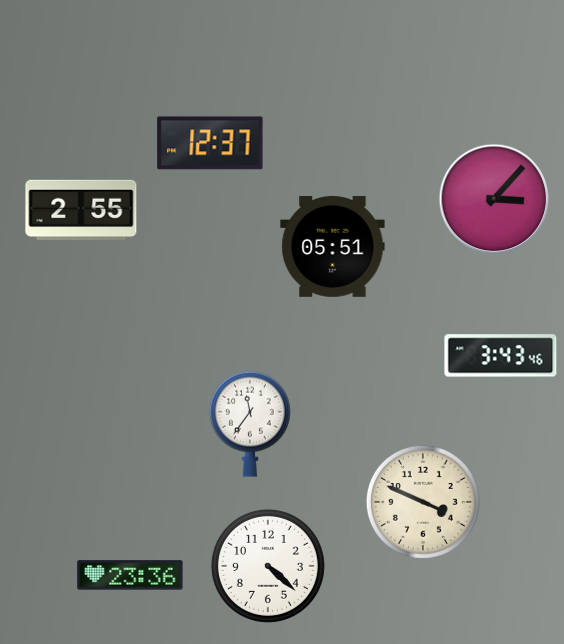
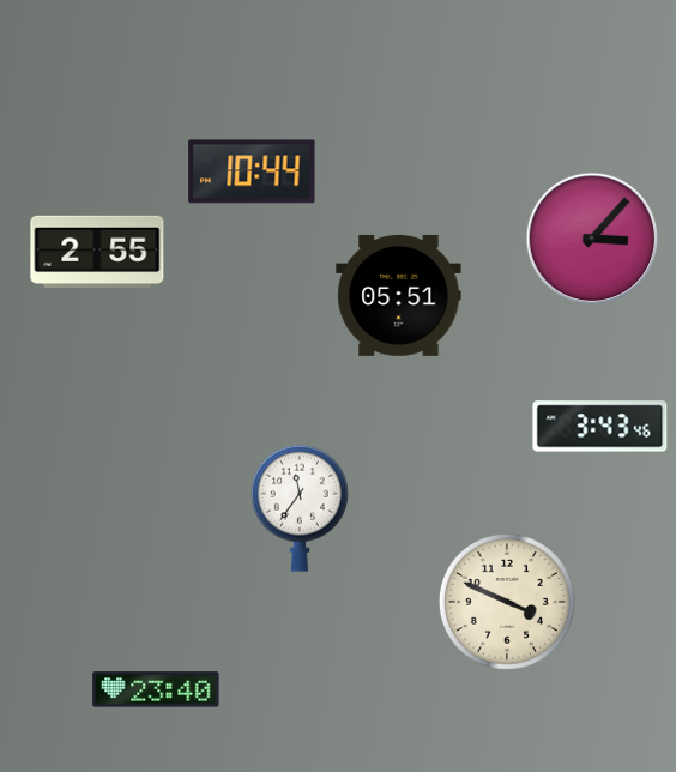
clock at (210, 143): 12:37 -> 10:44
clock at (268, 566): 4:22 -> none
clock at (130, 575): 23:36 -> 23:40
